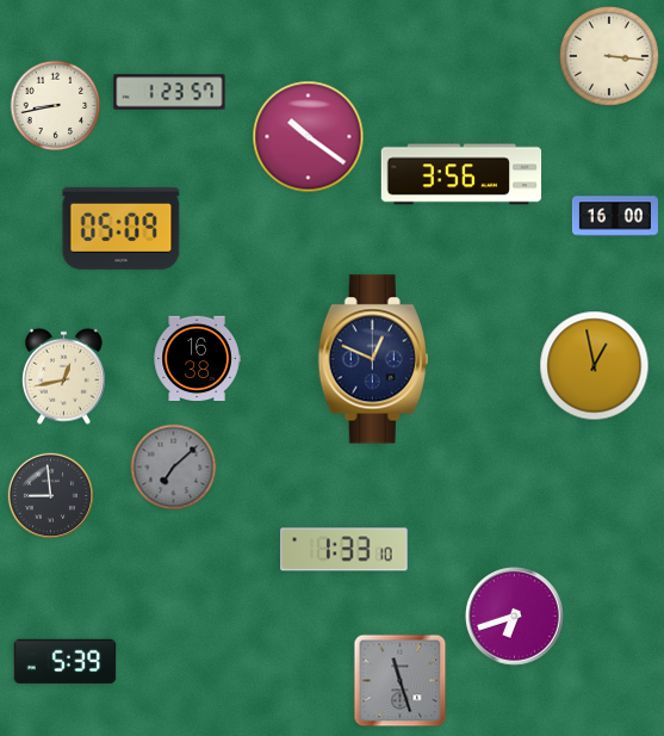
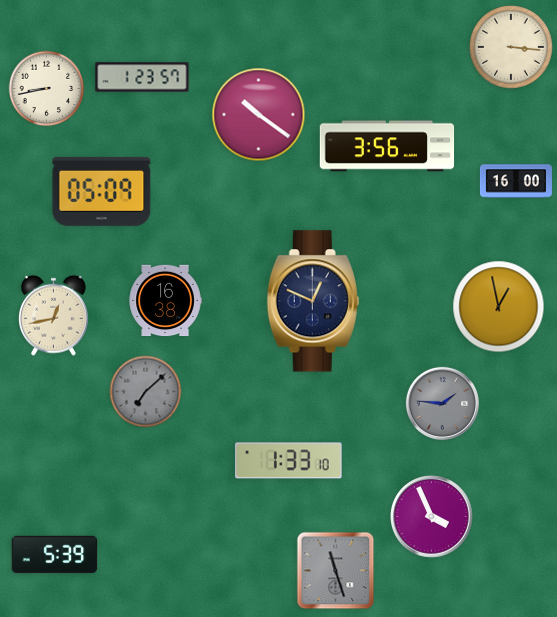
clock at (442, 403): none -> 1:46
clock at (50, 495): 8:59 -> none
clock at (515, 617): 6:42 -> 3:56
